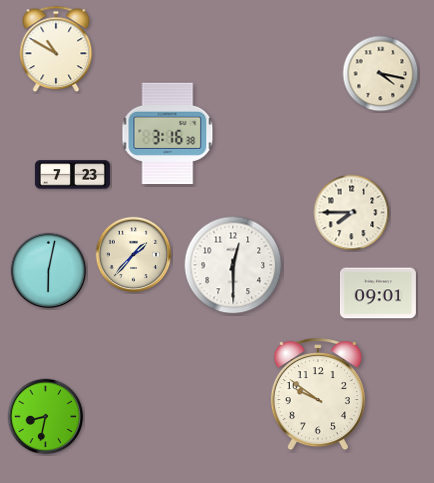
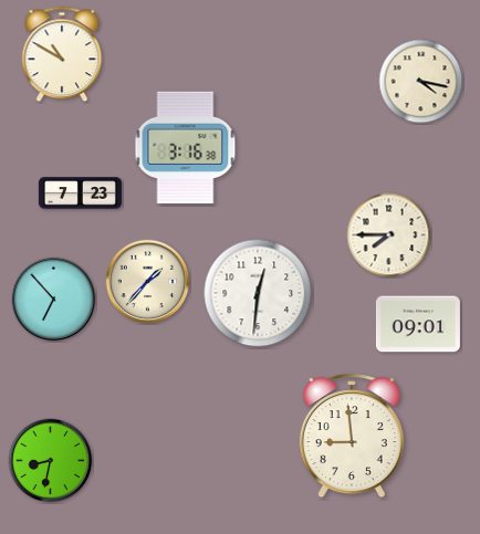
clock at (233, 265): 12:30 -> 12:31
clock at (49, 271): 6:02 -> 6:53
clock at (318, 395): 9:51 -> 8:59
